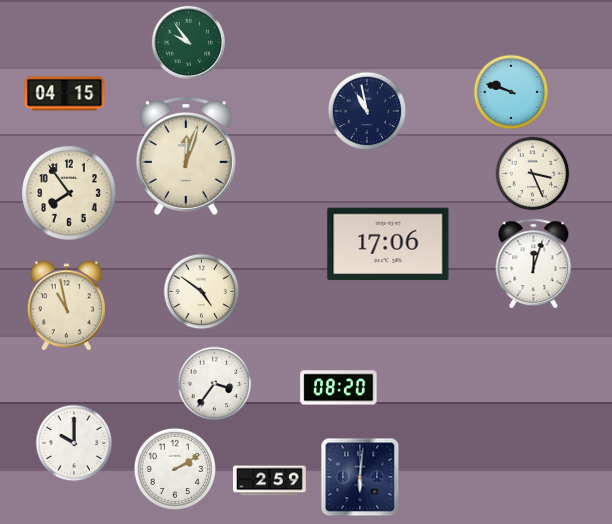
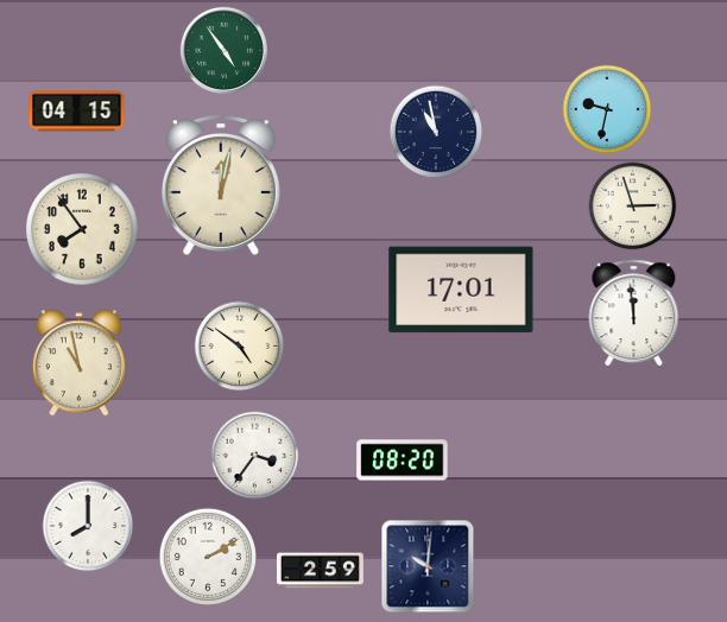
clock at (188, 42): 9:54 -> 4:54
clock at (511, 92): 9:48 -> 9:32
clock at (186, 156): 12:03 -> 12:02
clock at (533, 174): 3:26 -> 2:57
clock at (388, 244): 17:06 -> 17:01
clock at (534, 264): 12:03 -> 11:59
clock at (74, 443): 10:00 -> 8:00
clock at (360, 477): 6:01 -> 10:01
